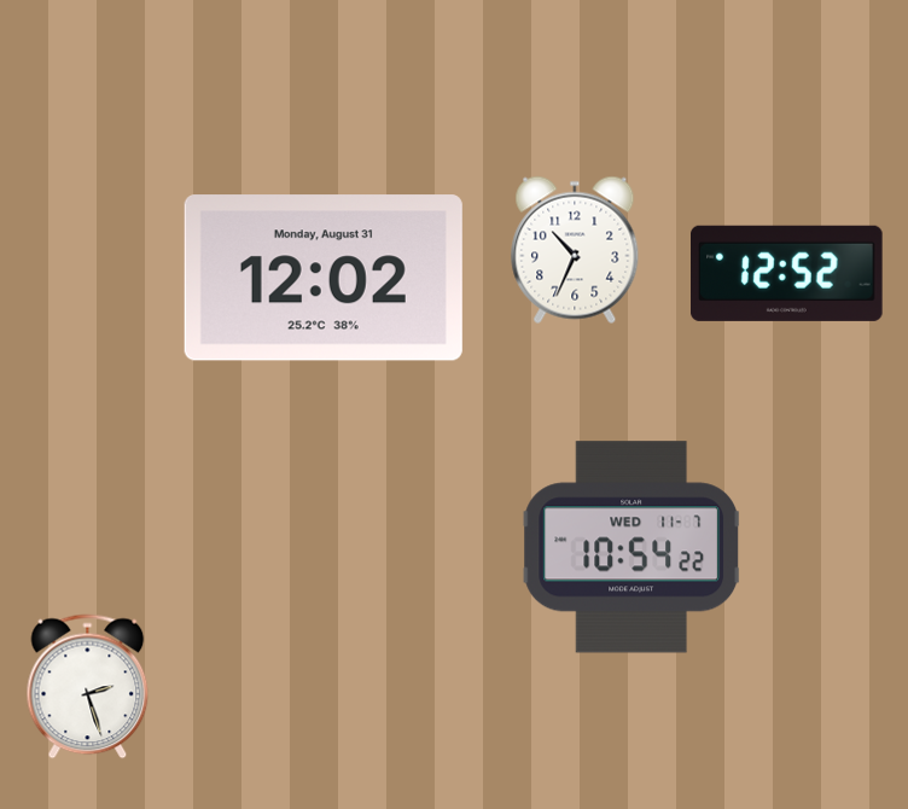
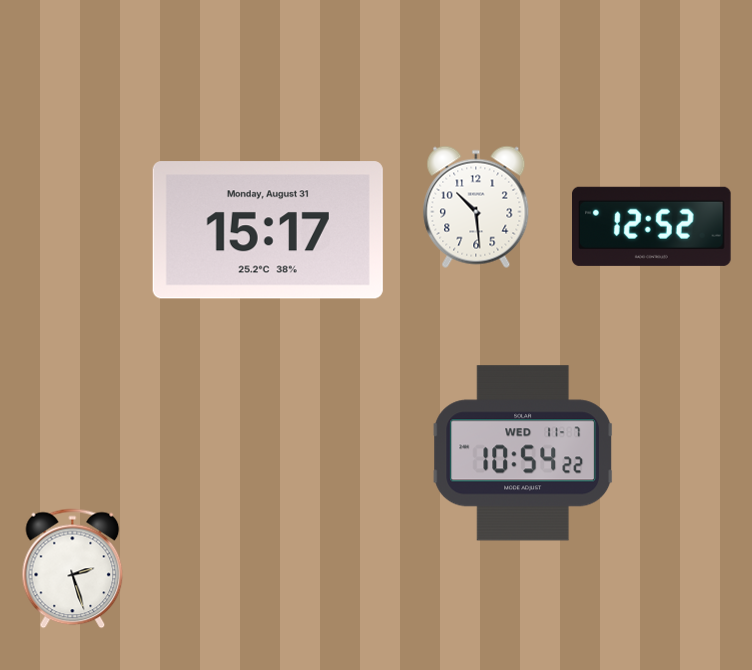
clock at (575, 250): 10:34 -> 10:29
clock at (324, 278): 12:02 -> 15:17
